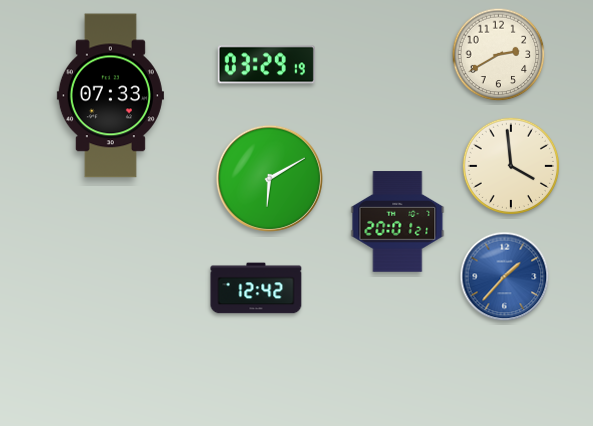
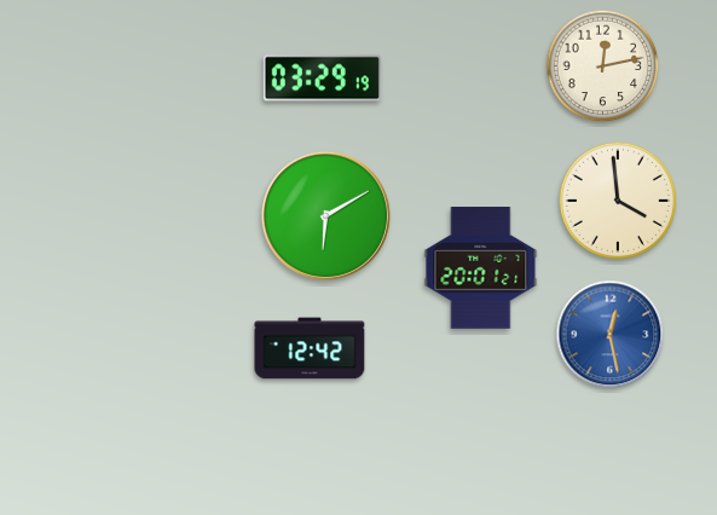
clock at (499, 55): 2:40 -> 12:13
clock at (110, 96): 07:33 -> none
clock at (505, 277): 1:37 -> 12:28
